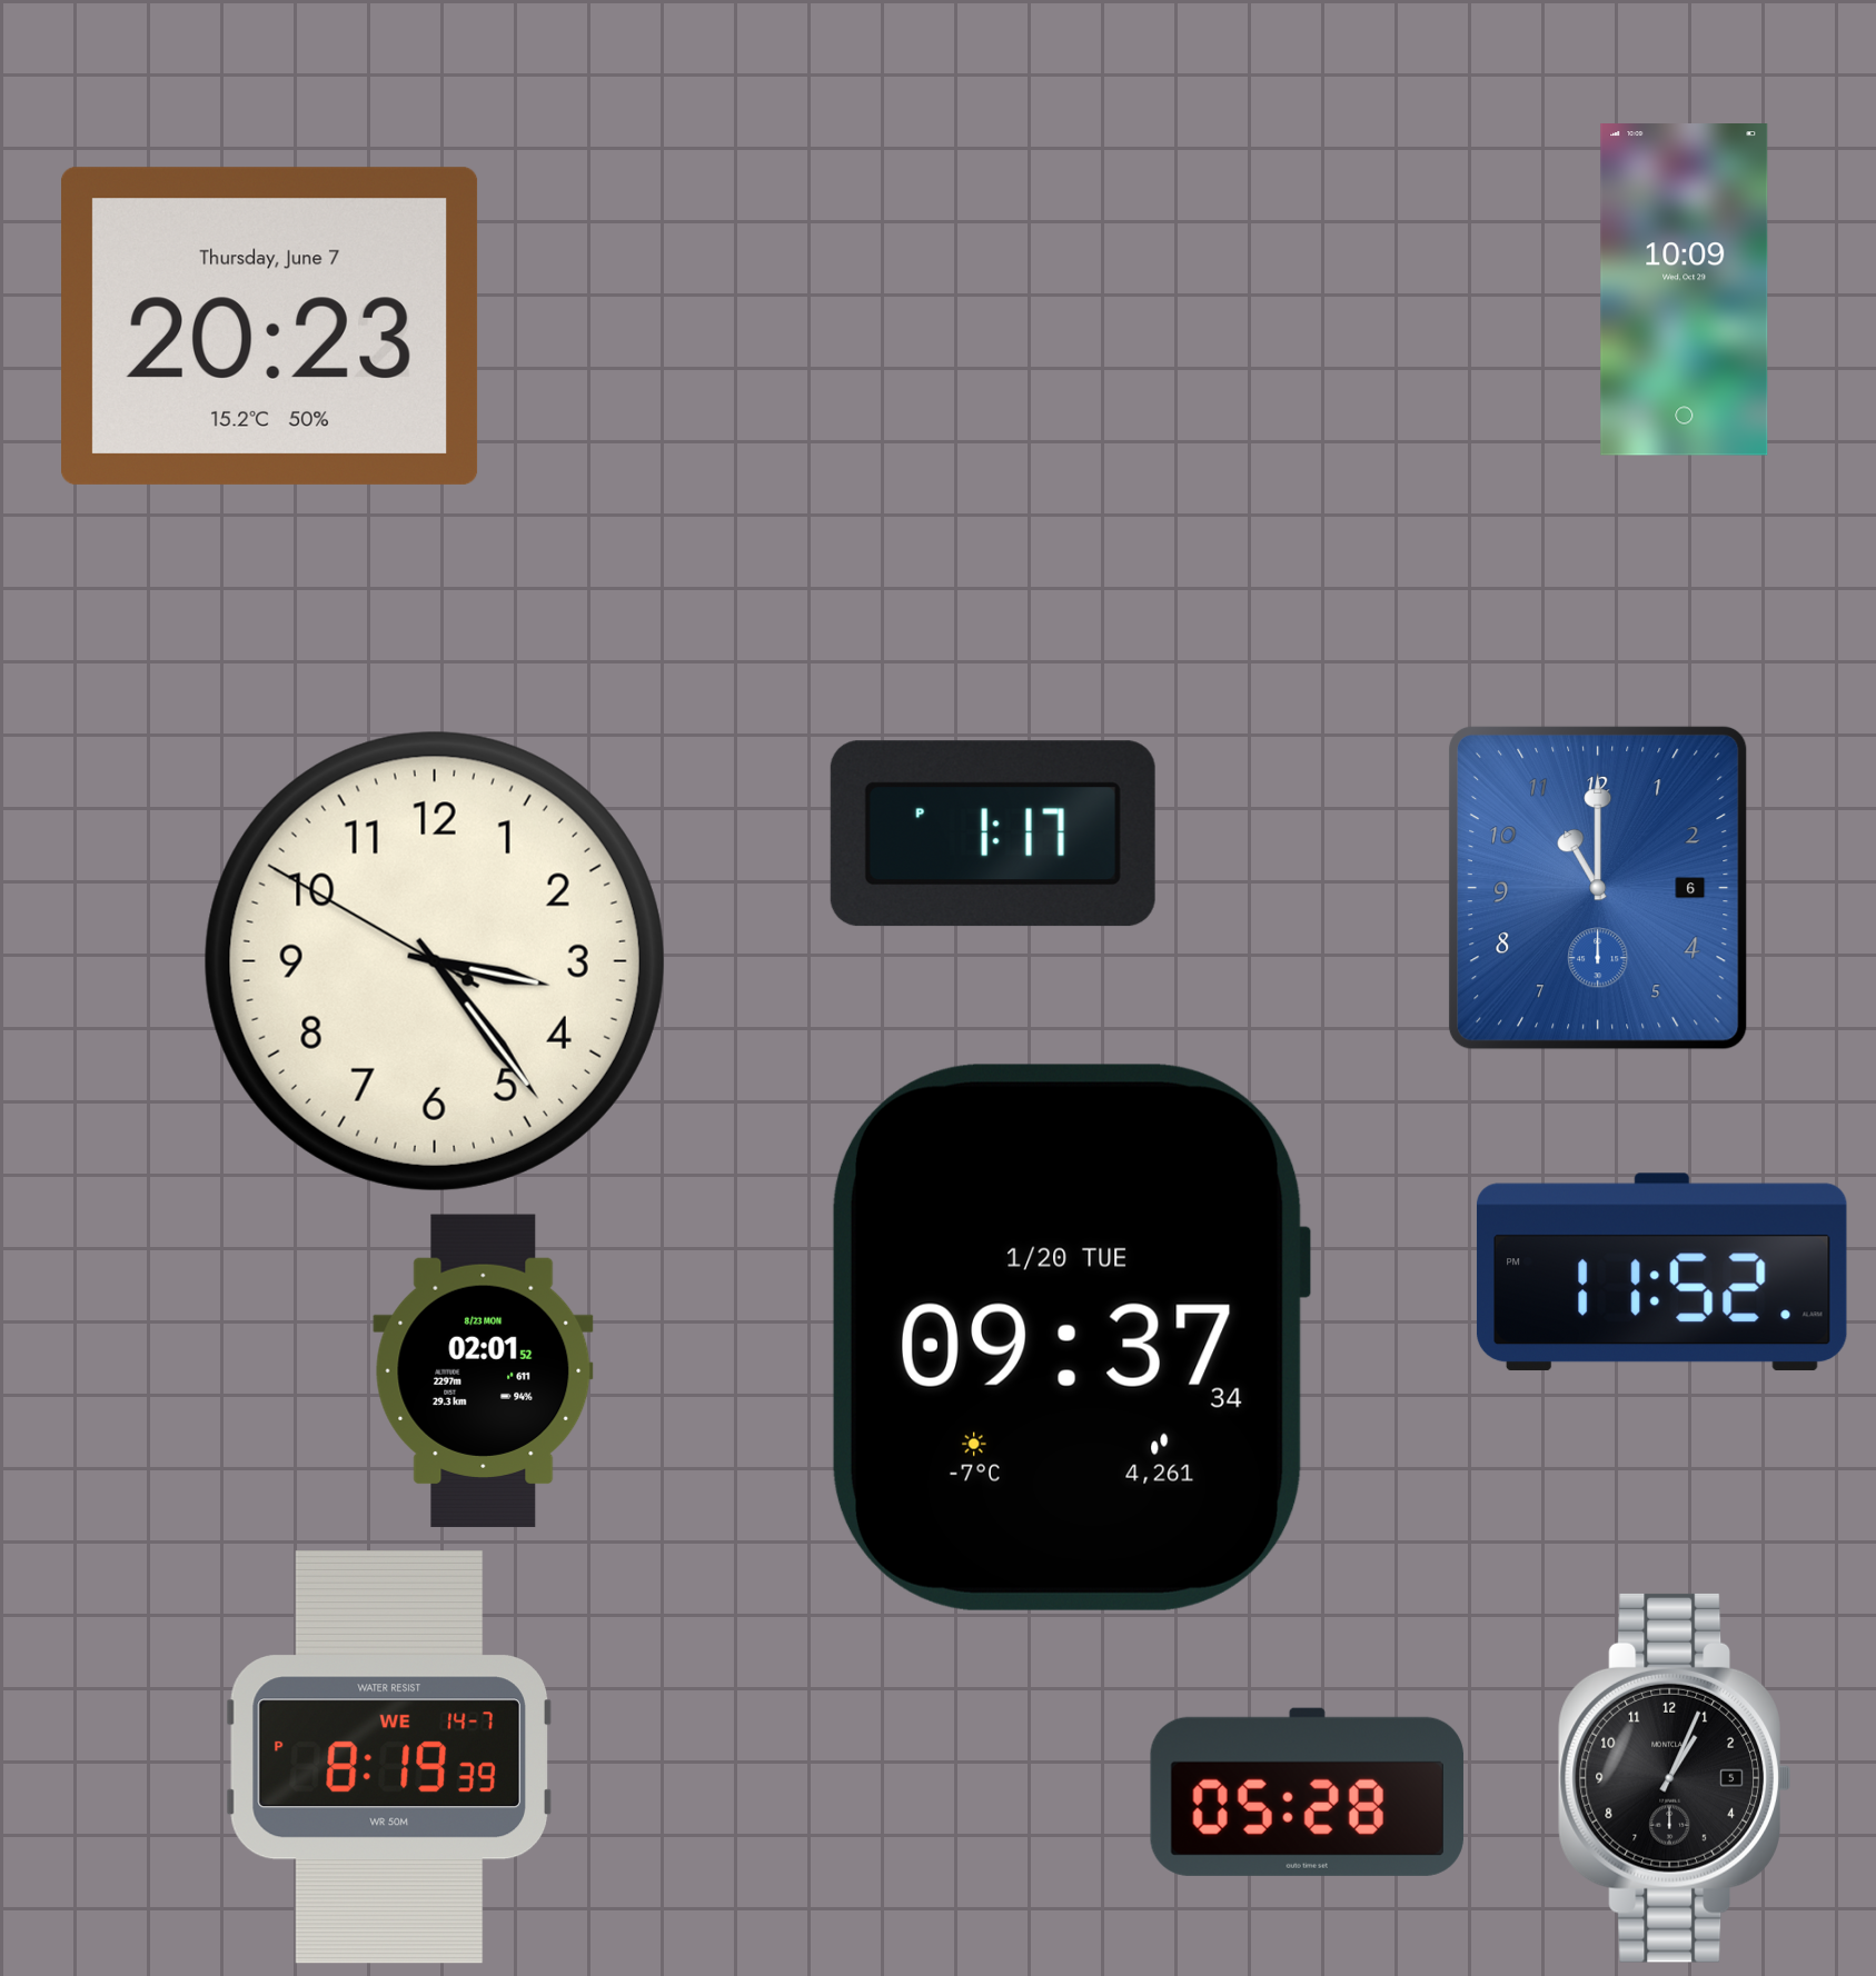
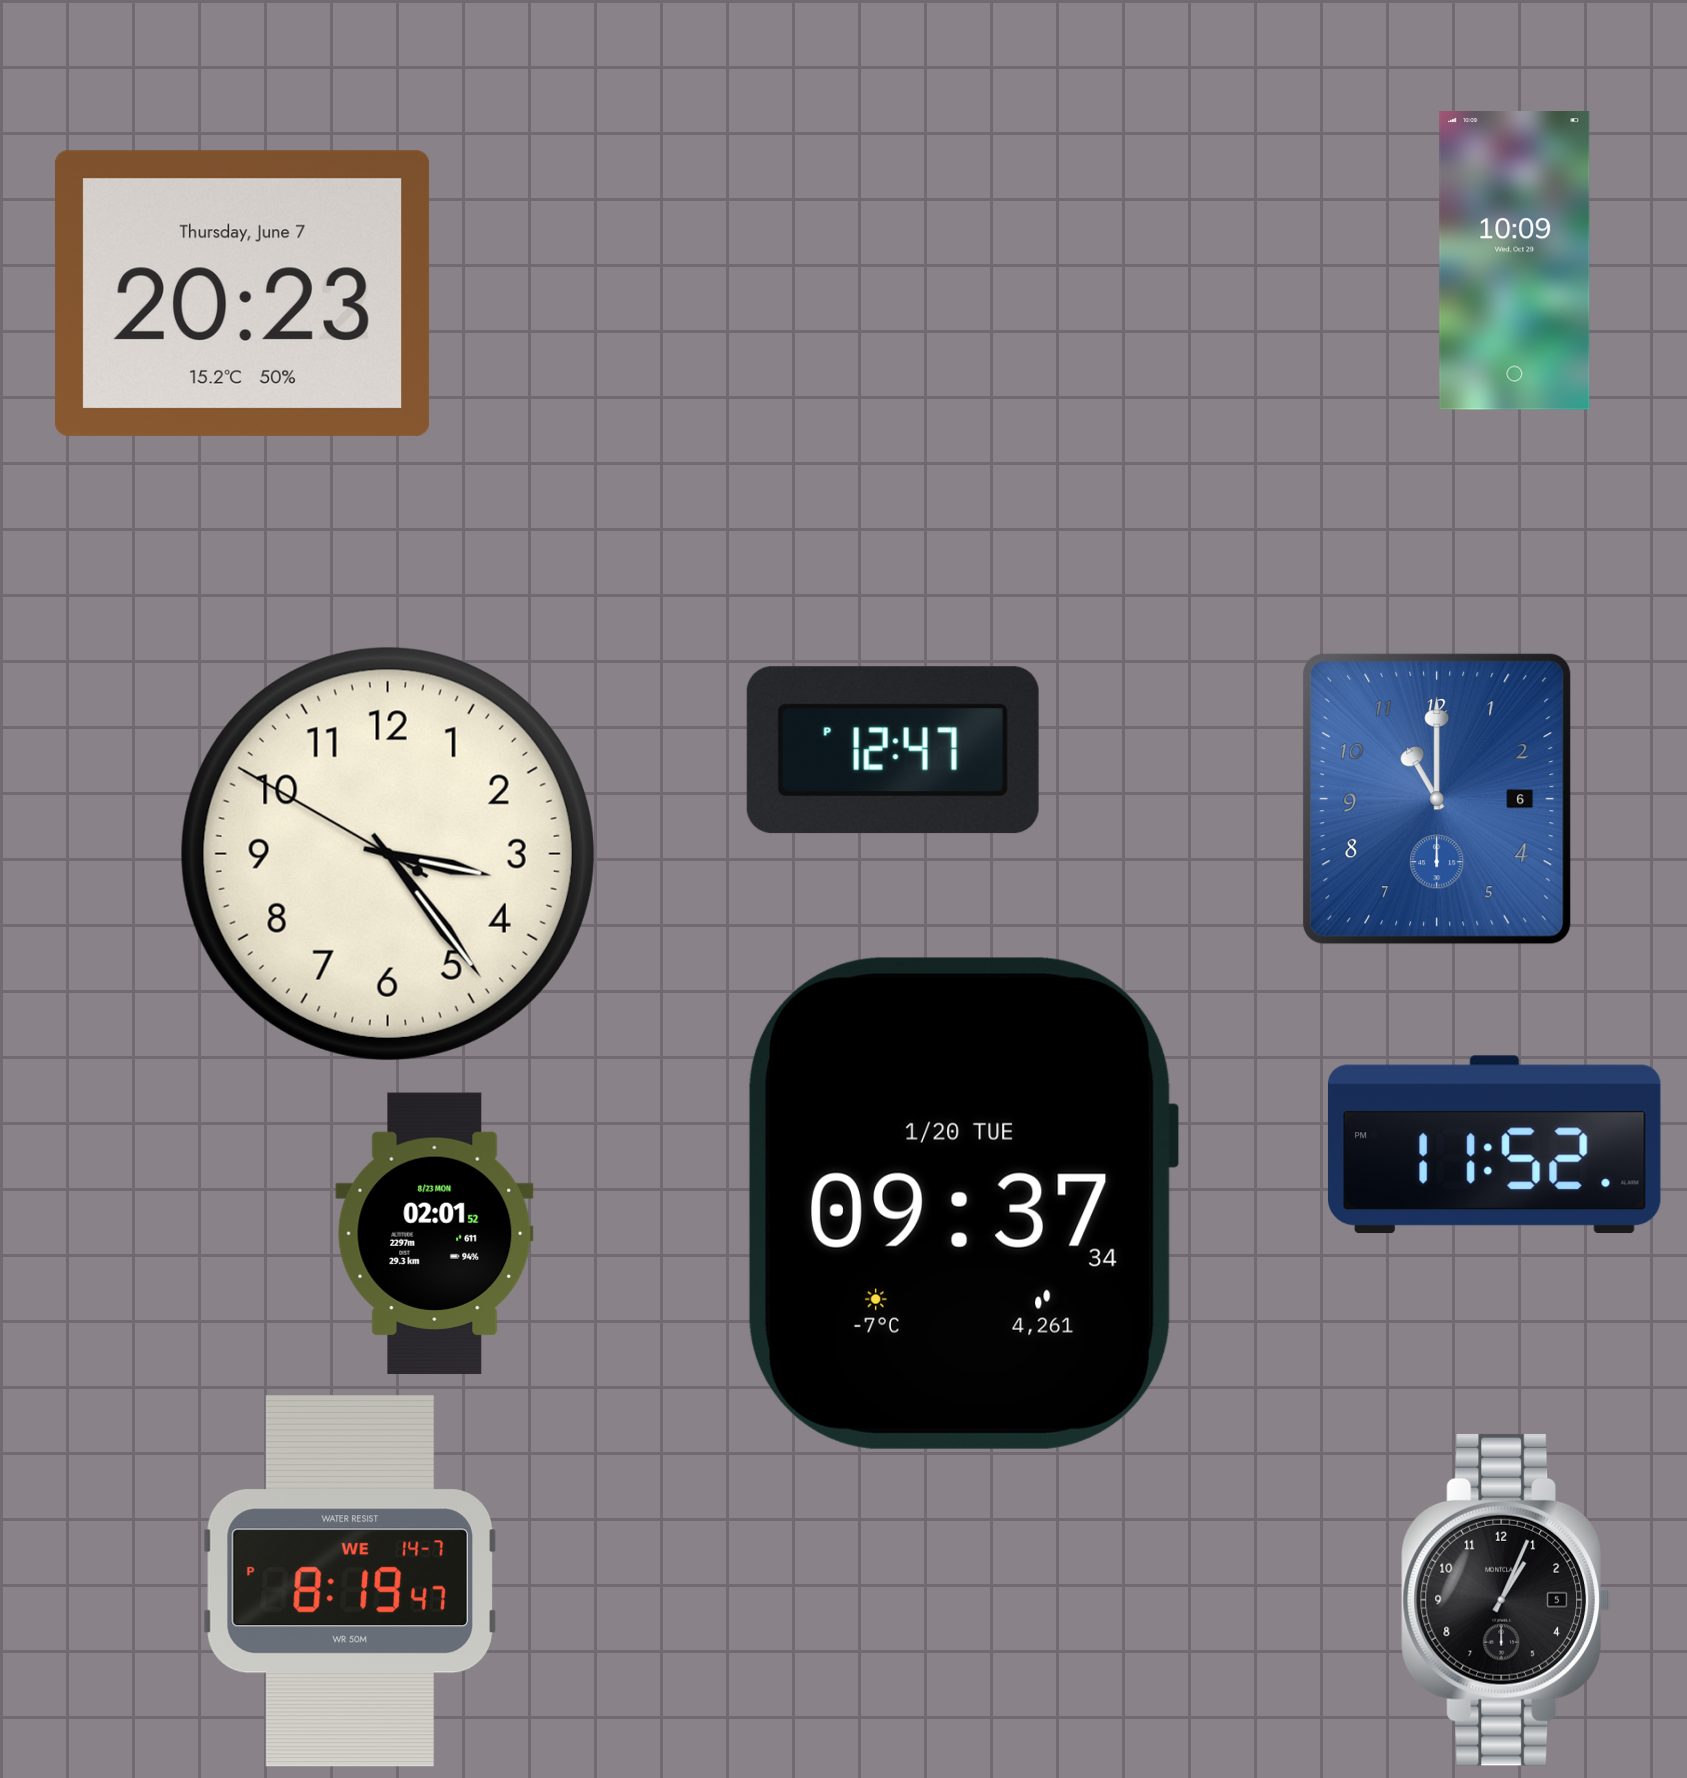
clock at (993, 834): 1:17 -> 12:47
clock at (435, 961) position: (435, 961) -> (388, 854)
clock at (389, 1757): 8:19:39 PM -> 8:19:47 PM
clock at (1307, 1792): 05:28 -> none
